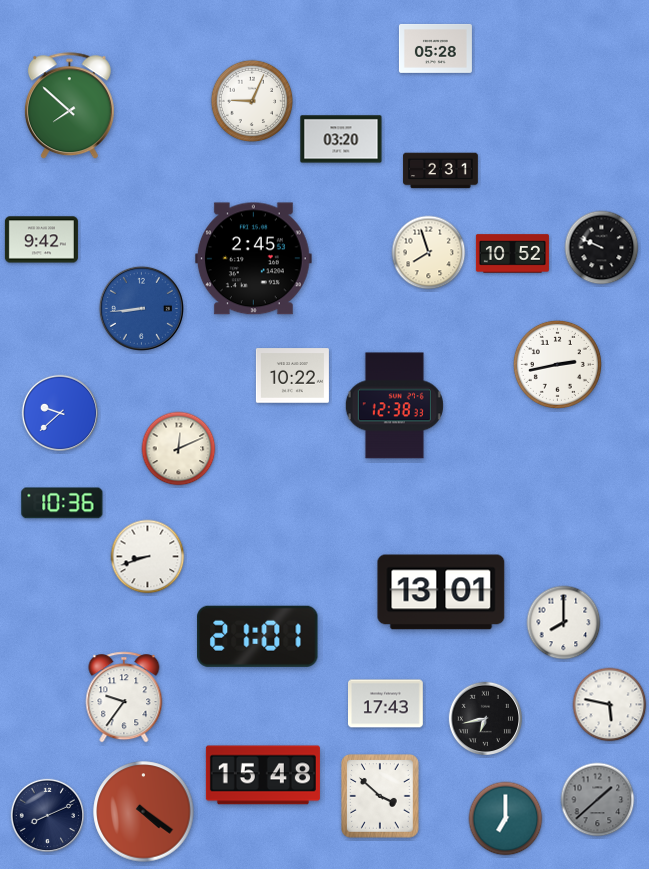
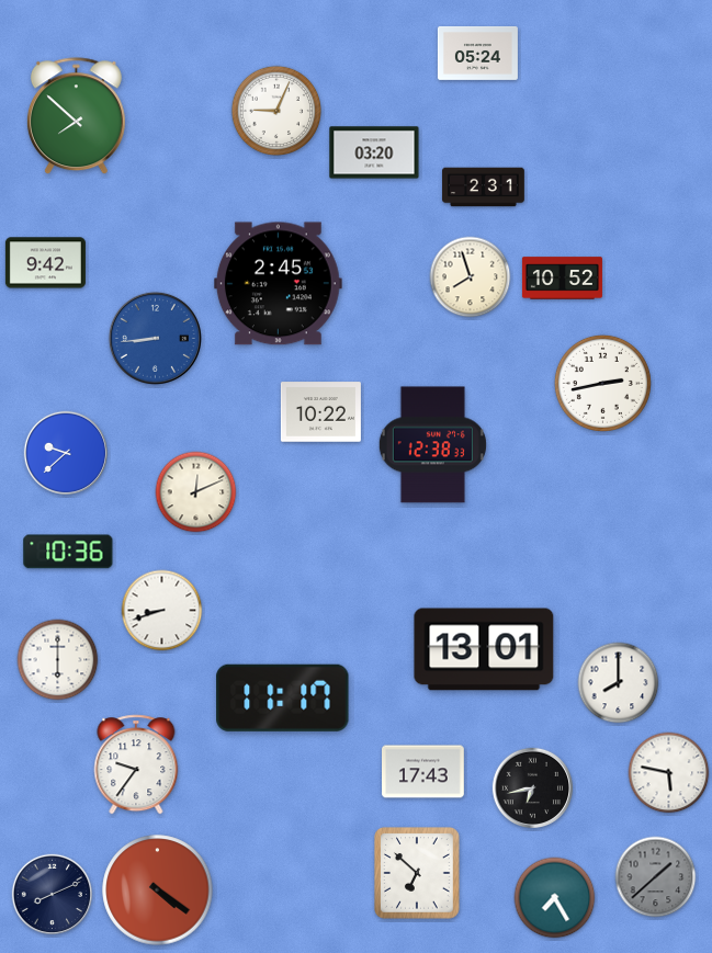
clock at (435, 48): 05:28 -> 05:24
clock at (602, 248): 9:49 -> none
clock at (557, 364) position: (557, 364) -> (602, 383)
clock at (58, 660): none -> 6:00
clock at (258, 636): 21:01 -> 11:17
clock at (263, 775): 15:48 -> none
clock at (380, 796): 3:52 -> 6:52
clock at (506, 819): 7:00 -> 7:25
